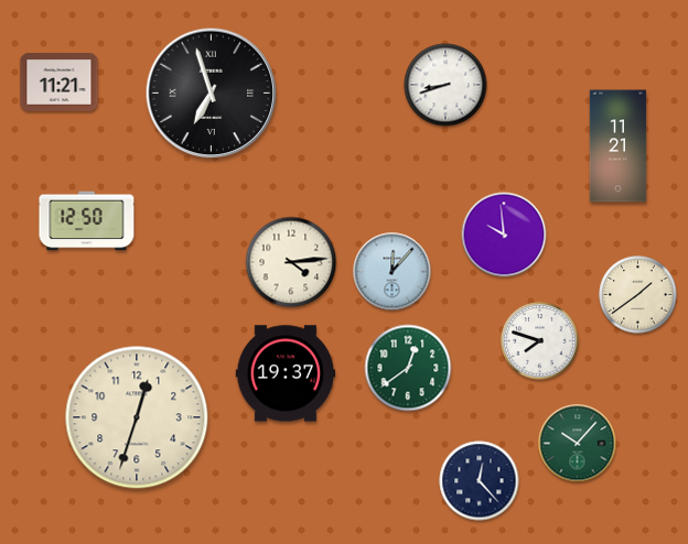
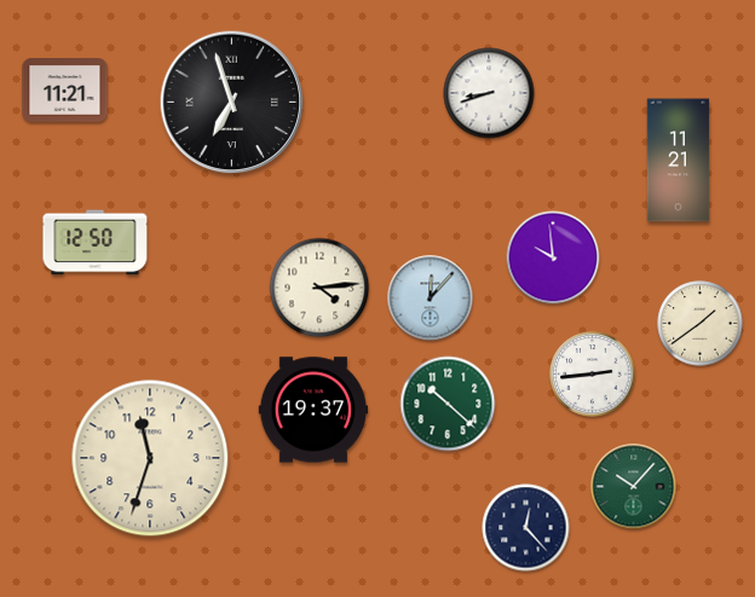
clock at (540, 341): 7:48 -> 2:44
clock at (408, 368): 12:39 -> 10:22
clock at (137, 417): 12:33 -> 11:33
